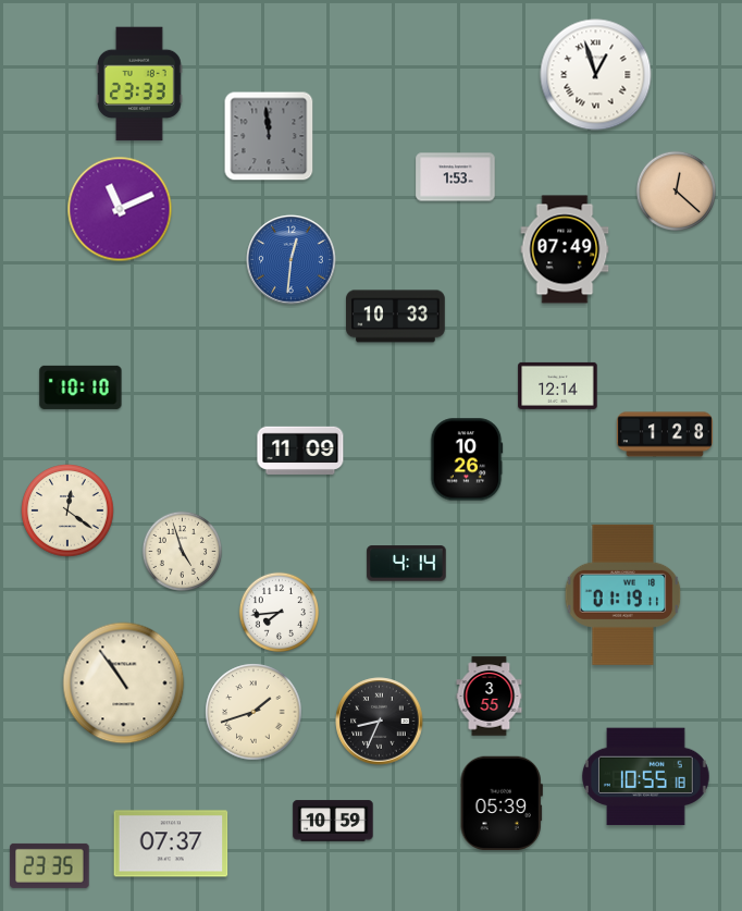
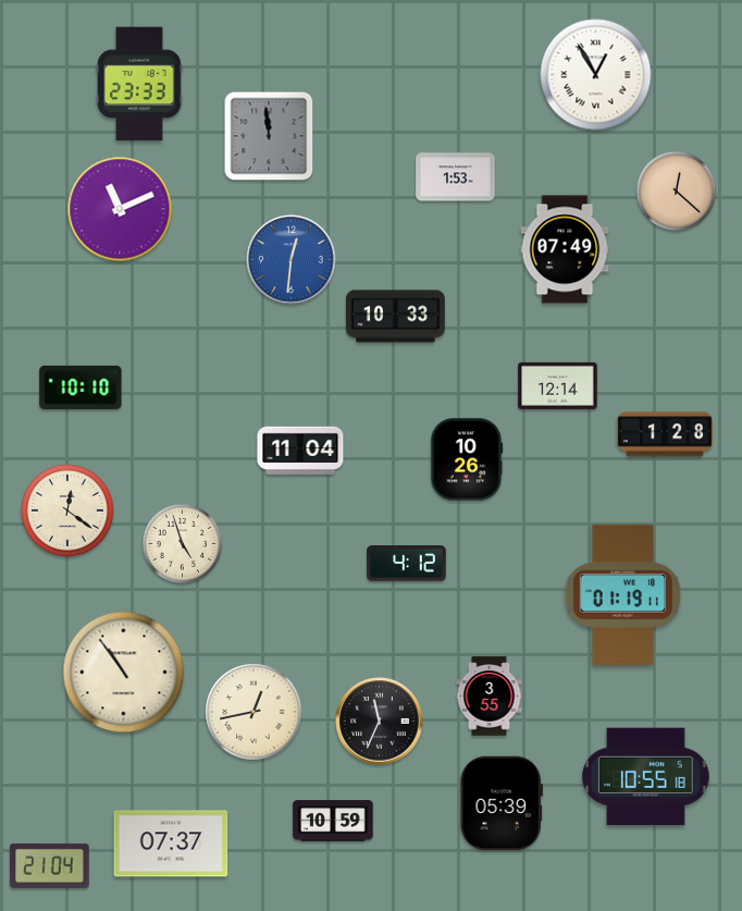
clock at (596, 75): 12:57 -> 12:55
clock at (300, 451): 11:09 -> 11:04
clock at (182, 551) position: (182, 551) -> (182, 543)
clock at (407, 564): 4:14 -> 4:12
clock at (279, 612): 7:44 -> none
clock at (124, 684) position: (124, 684) -> (124, 673)
clock at (253, 712): 1:42 -> 12:43
clock at (380, 722): 8:34 -> 11:34
clock at (50, 865): 23:35 -> 21:04
